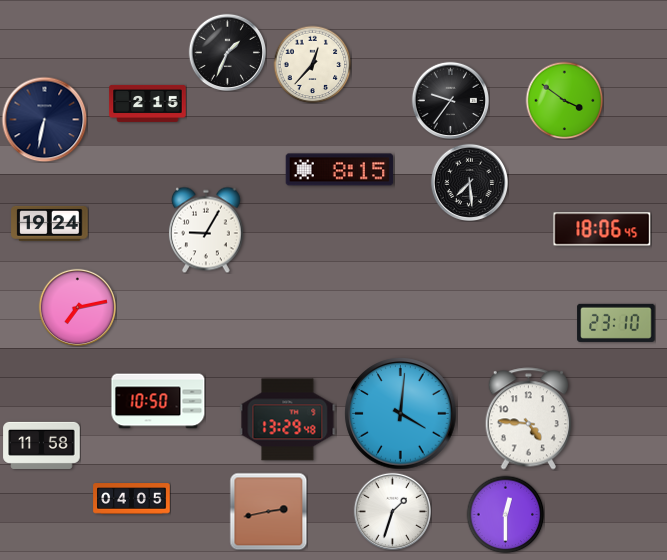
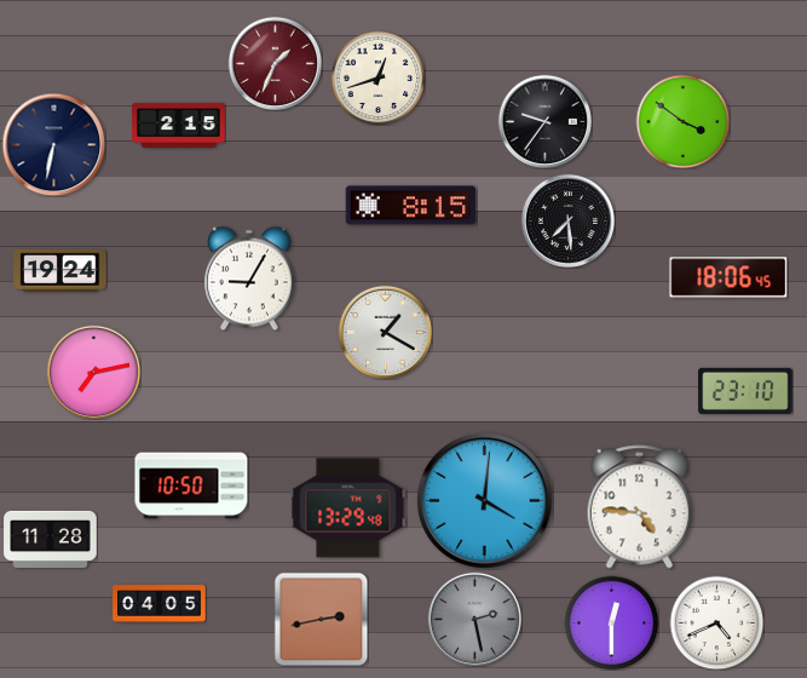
clock at (227, 52) dial: black -> burgundy
clock at (312, 64): 12:37 -> 12:42
clock at (385, 332): none -> 1:20
clock at (42, 445): 11:58 -> 11:28
clock at (268, 511) position: (268, 511) -> (321, 619)
clock at (392, 511): 1:33 -> 2:28
clock at (392, 511) dial: white -> grey
clock at (716, 622): none -> 4:41
